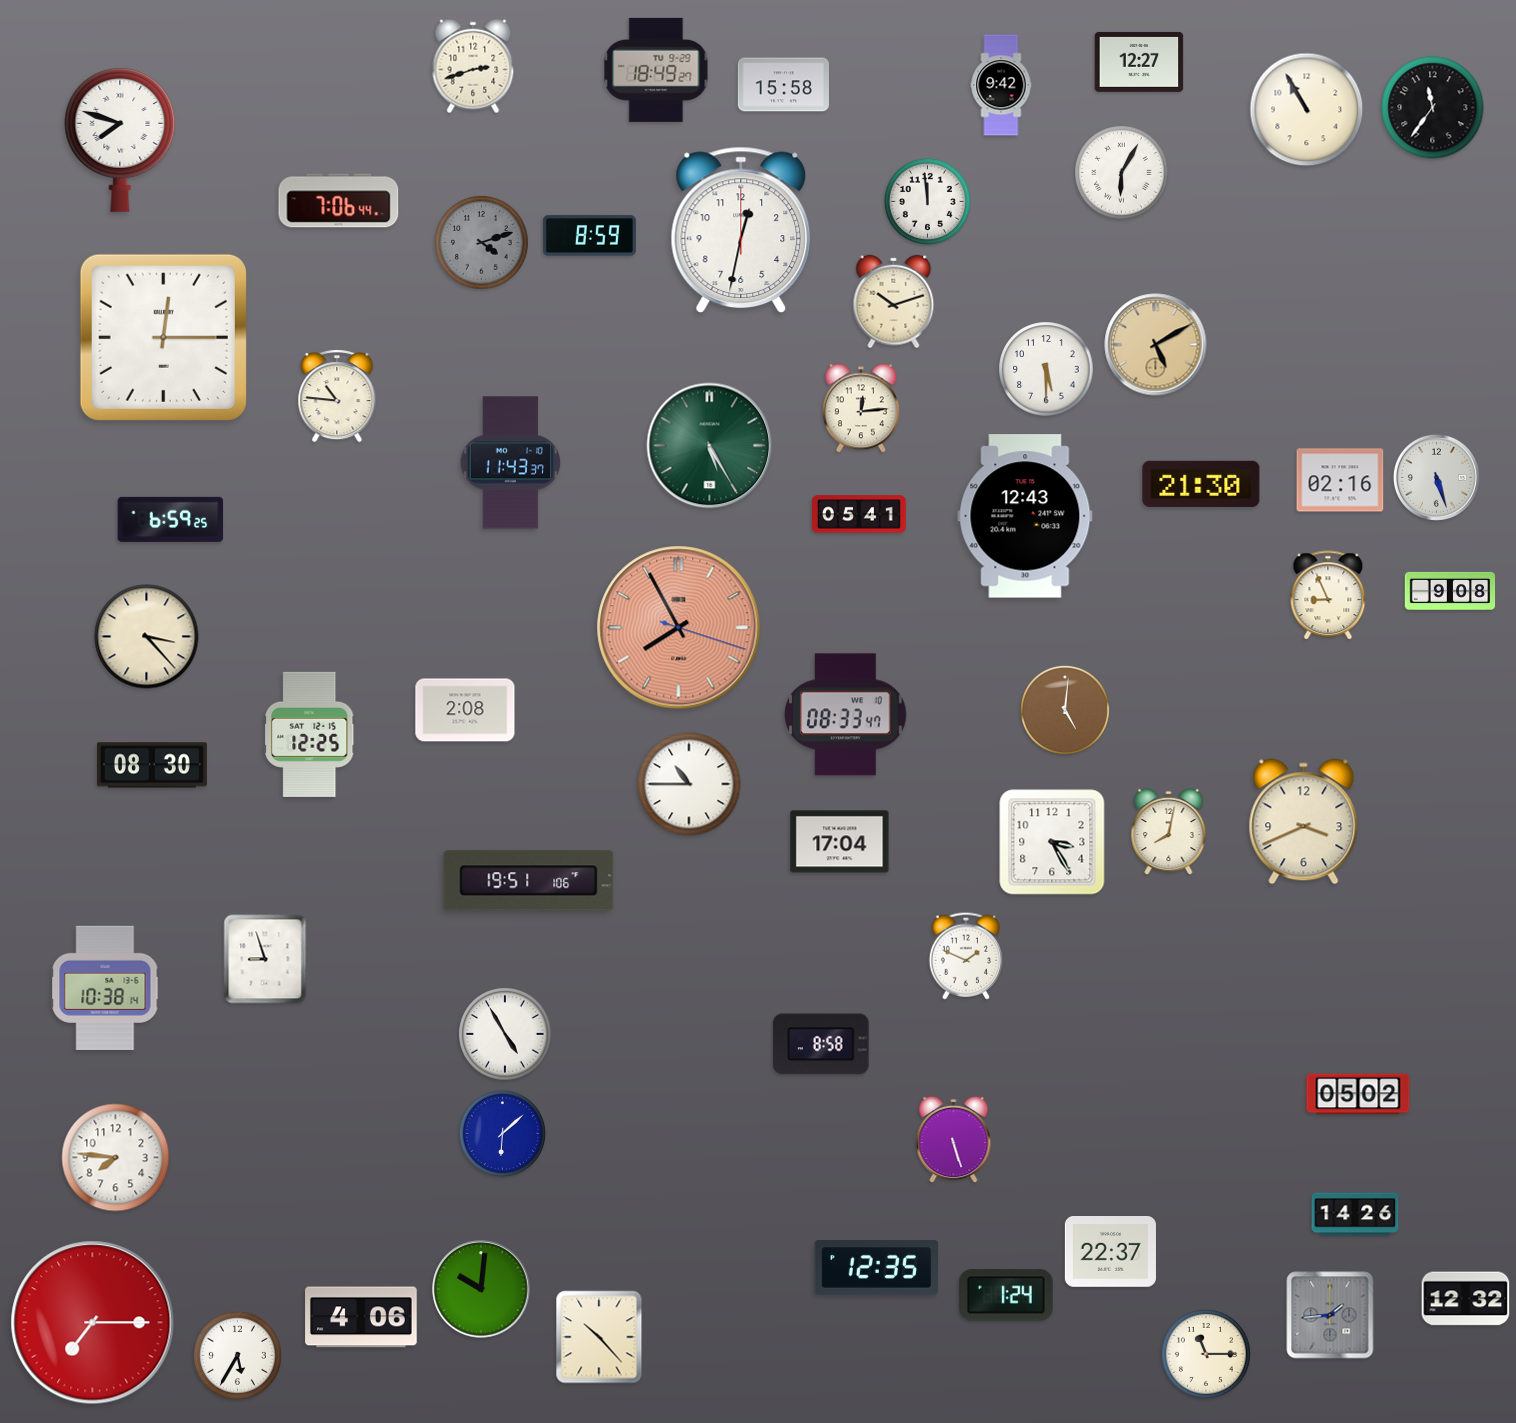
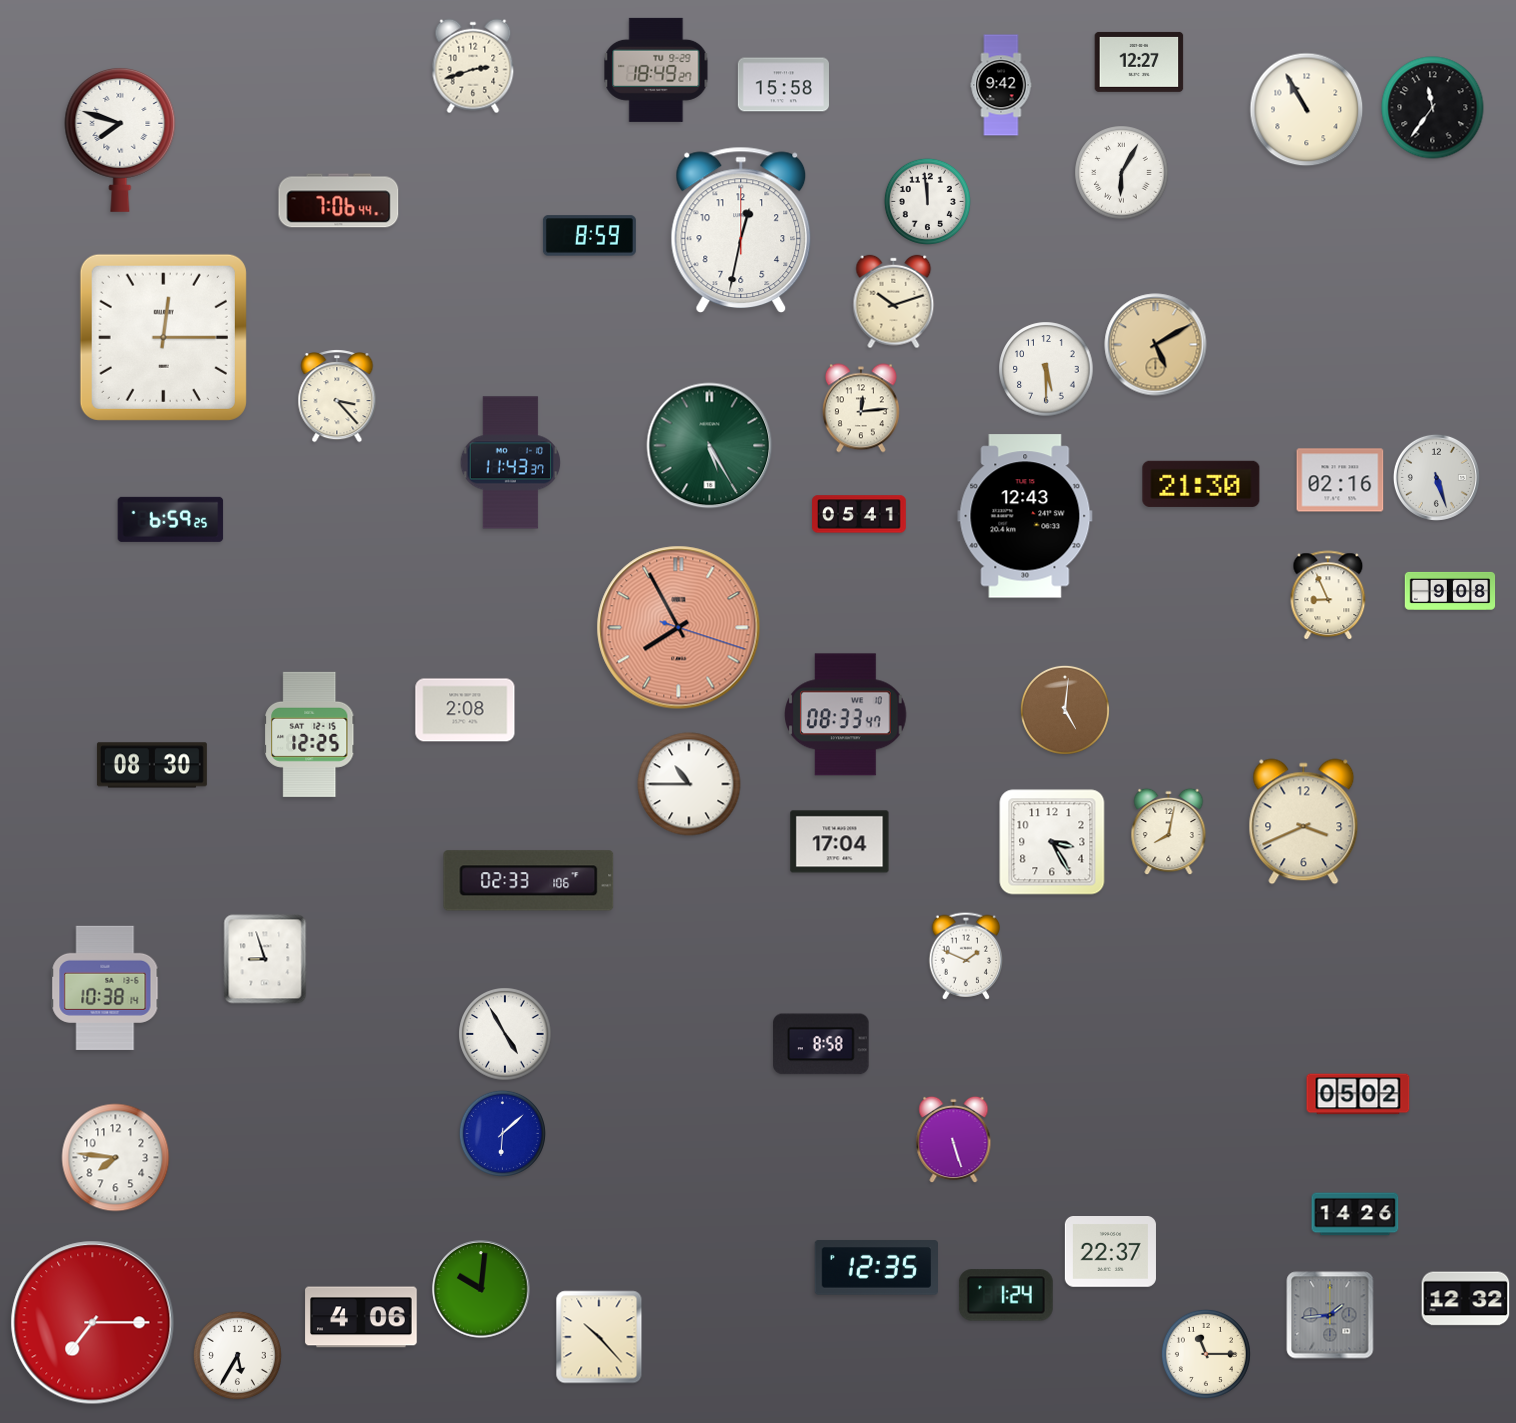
clock at (482, 243): 4:12 -> none
clock at (337, 396): 10:46 -> 3:23
clock at (147, 637): 3:23 -> none
clock at (529, 881): 19:51 -> 02:33
